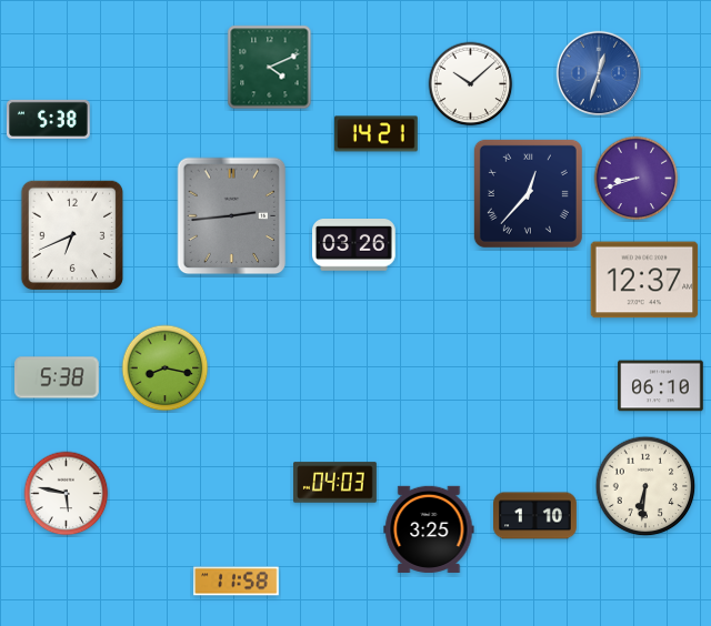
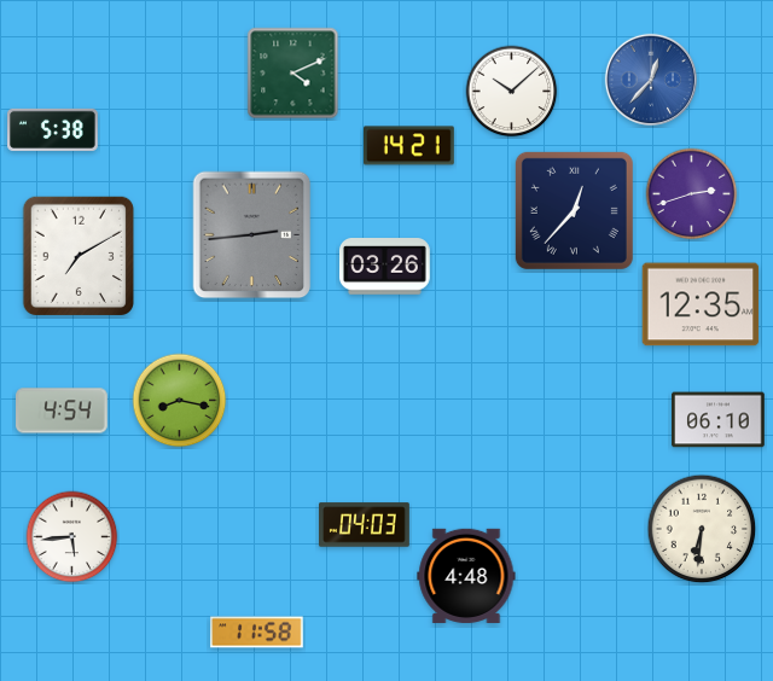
clock at (598, 72): 12:33 -> 12:37
clock at (637, 179): 8:42 -> 2:42
clock at (71, 234): 6:41 -> 7:10
clock at (644, 280): 12:37 -> 12:35
clock at (57, 377): 5:38 -> 4:54
clock at (67, 494): 5:47 -> 5:44
clock at (535, 516): 1:10 -> none
clock at (429, 529): 3:25 -> 4:48
